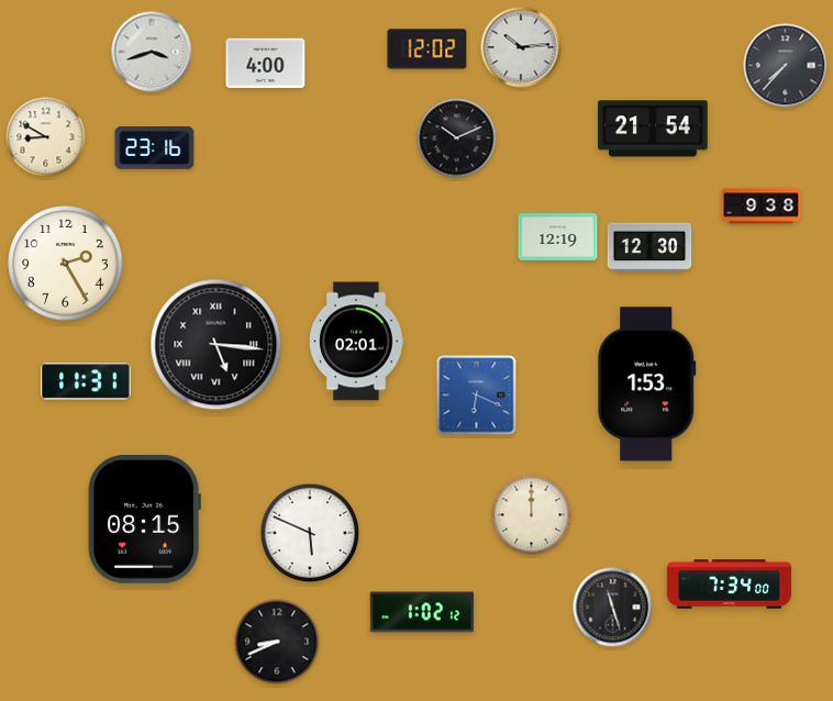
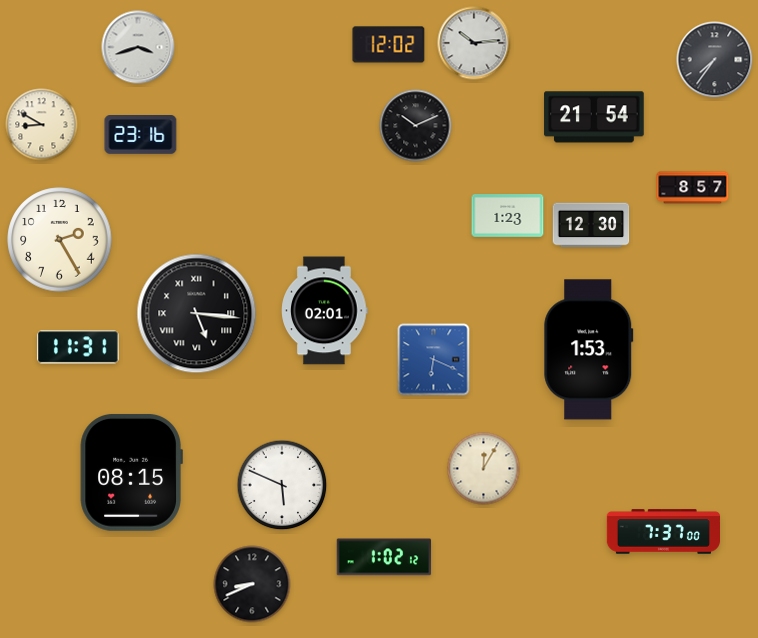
clock at (266, 64): 4:00 -> none
clock at (786, 66): 7:37 -> 7:36
clock at (762, 207): 9:38 -> 8:57
clock at (558, 237): 12:19 -> 1:23
clock at (532, 515): 12:00 -> 12:05
clock at (729, 585): 7:34 -> 7:37
clock at (613, 608): 11:27 -> none
